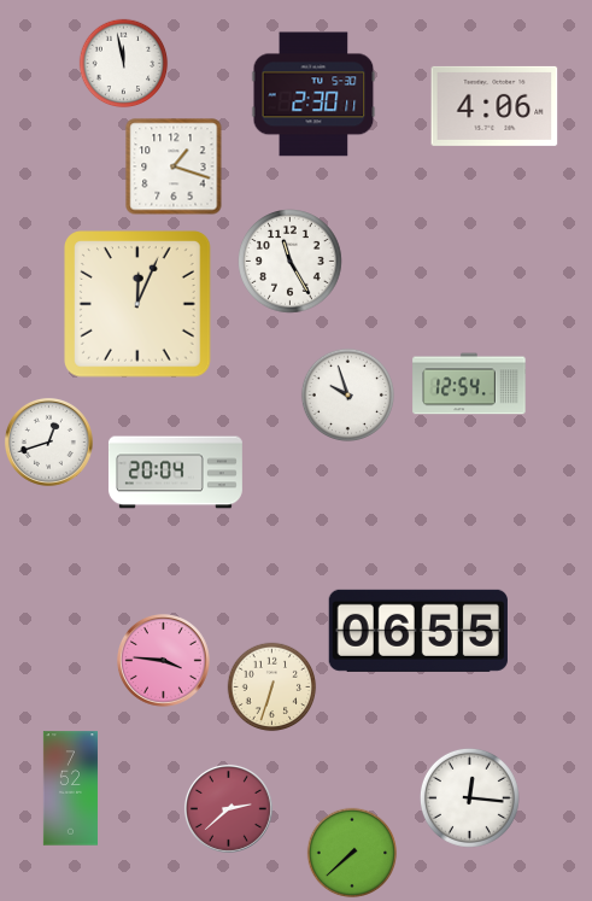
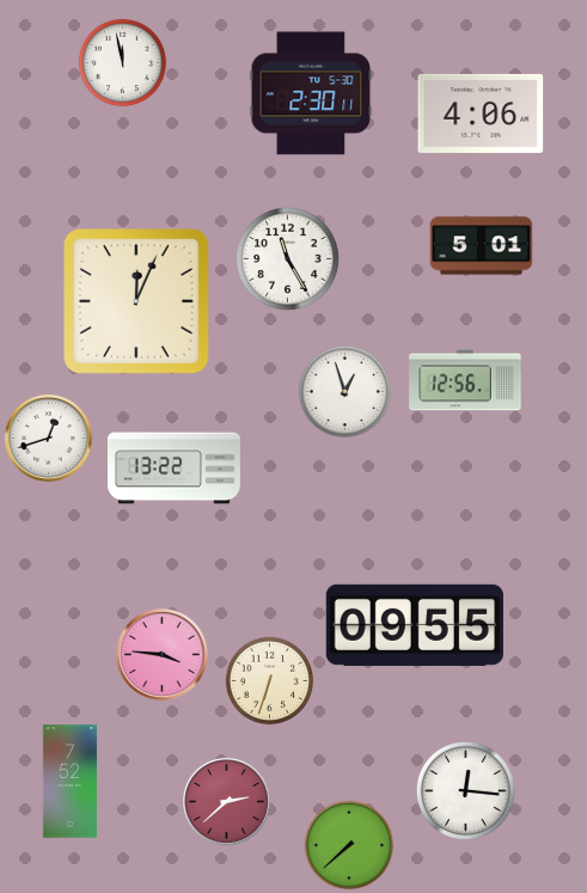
clock at (494, 106) position: (494, 106) -> (481, 114)
clock at (174, 166): 1:18 -> none
clock at (482, 246): none -> 5:01
clock at (469, 384): 12:54 -> 12:56
clock at (347, 394): 9:57 -> 12:57
clock at (175, 473): 20:04 -> 13:22
clock at (418, 631): 06:55 -> 09:55
